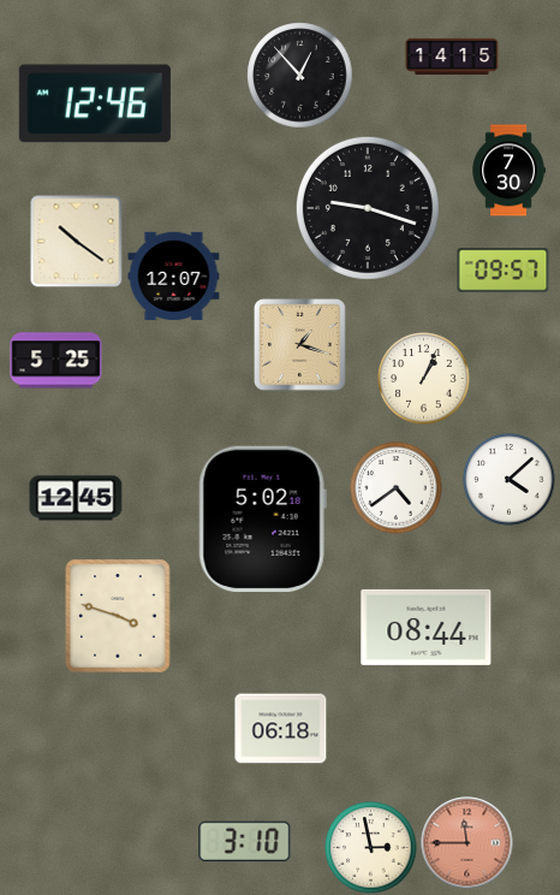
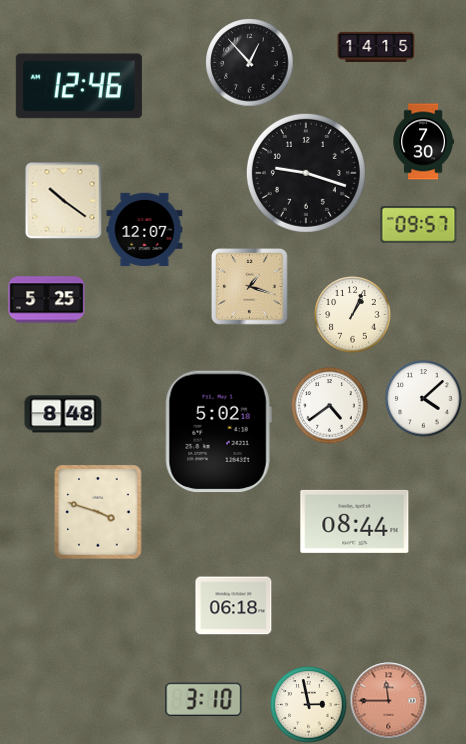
clock at (76, 498): 12:45 -> 8:48
